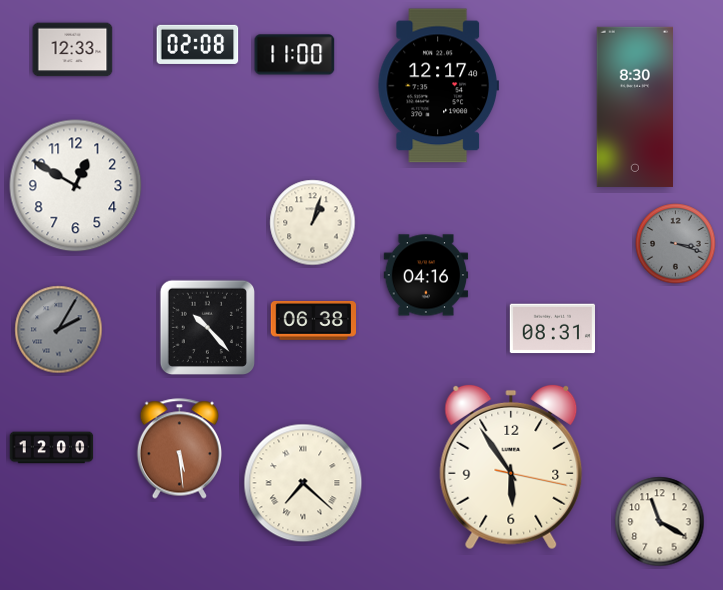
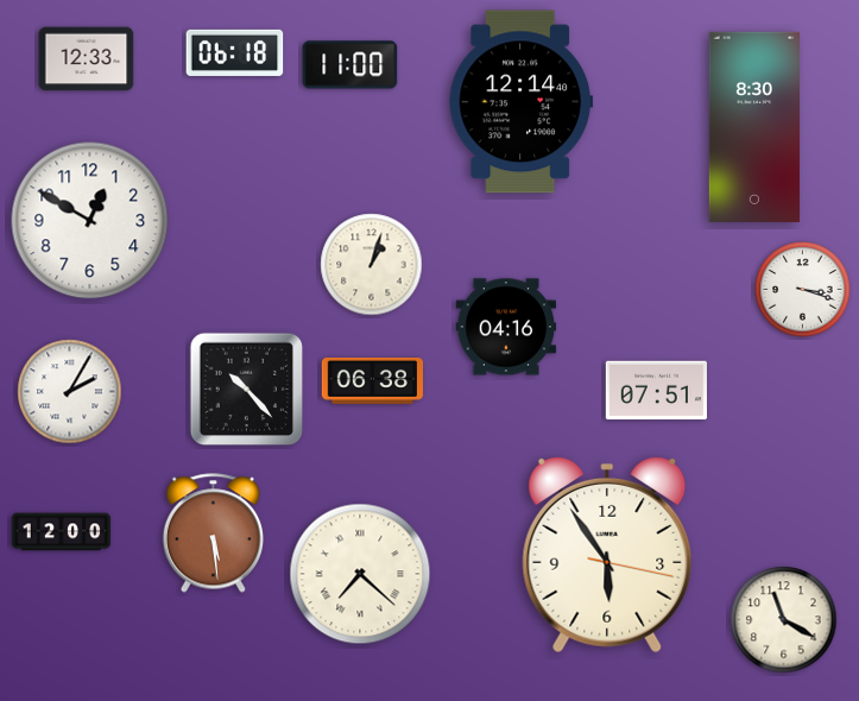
clock at (198, 44): 02:08 -> 06:18
clock at (438, 86): 12:17 -> 12:14
clock at (676, 244) dial: grey -> white
clock at (552, 329): 08:31 -> 07:51
clock at (59, 330) dial: grey -> white
